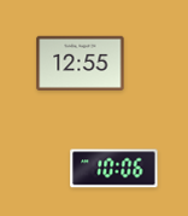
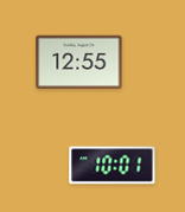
clock at (114, 169): 10:06 -> 10:01
